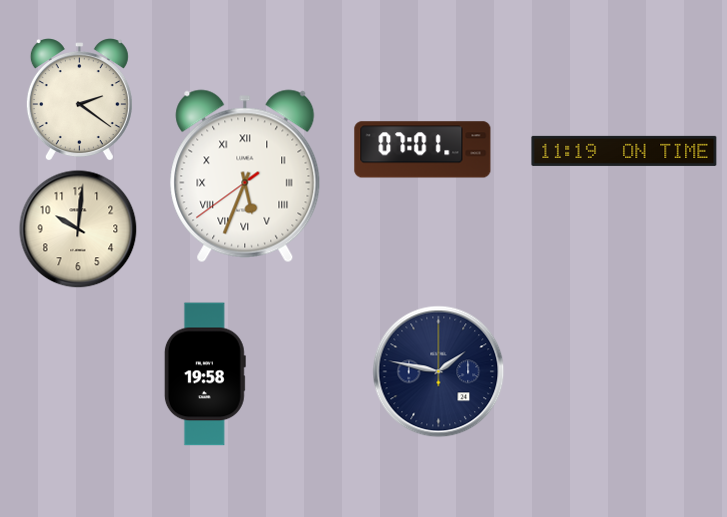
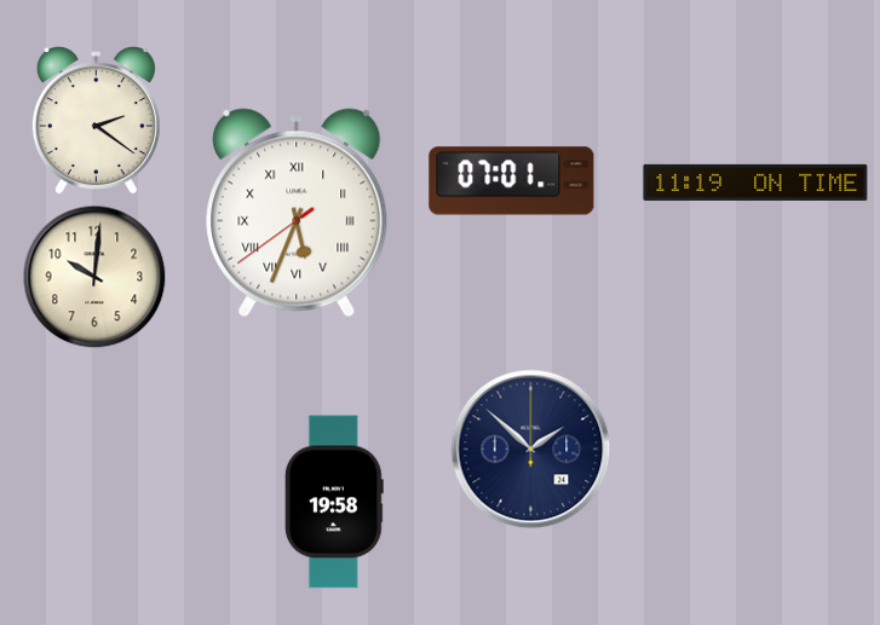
clock at (439, 372): 1:47 -> 1:52
clock at (205, 374) position: (205, 374) -> (334, 502)
